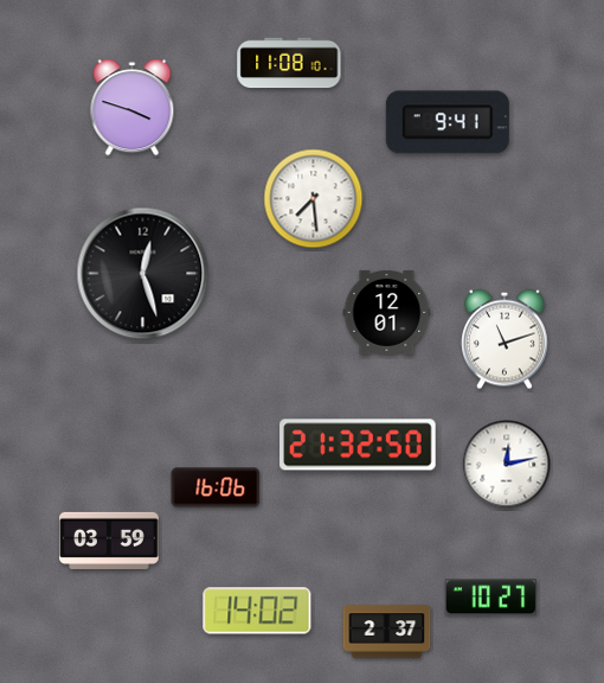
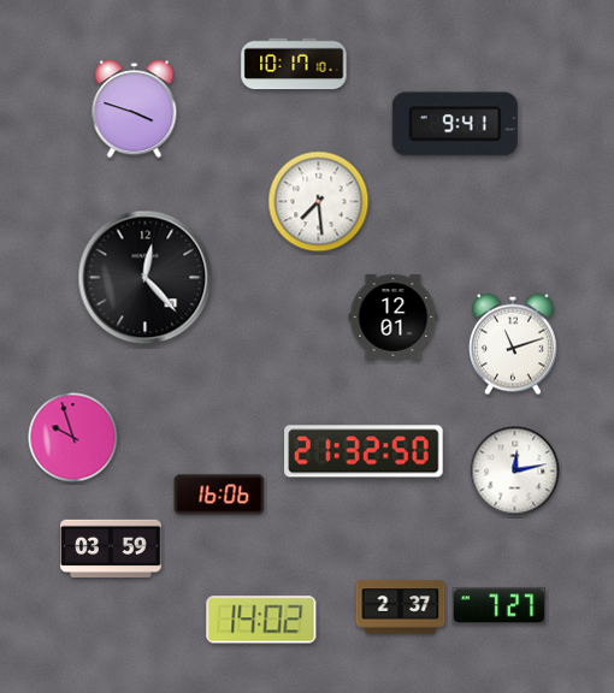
clock at (289, 63): 11:08 -> 10:17
clock at (143, 274): 12:27 -> 12:23
clock at (73, 438): none -> 9:57
clock at (491, 598): 10:27 -> 7:27
clock at (387, 632) position: (387, 632) -> (401, 608)
